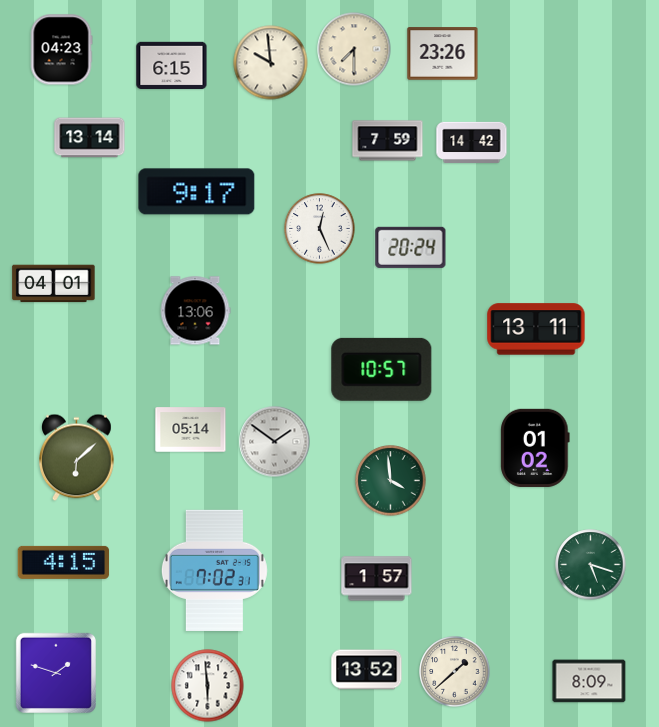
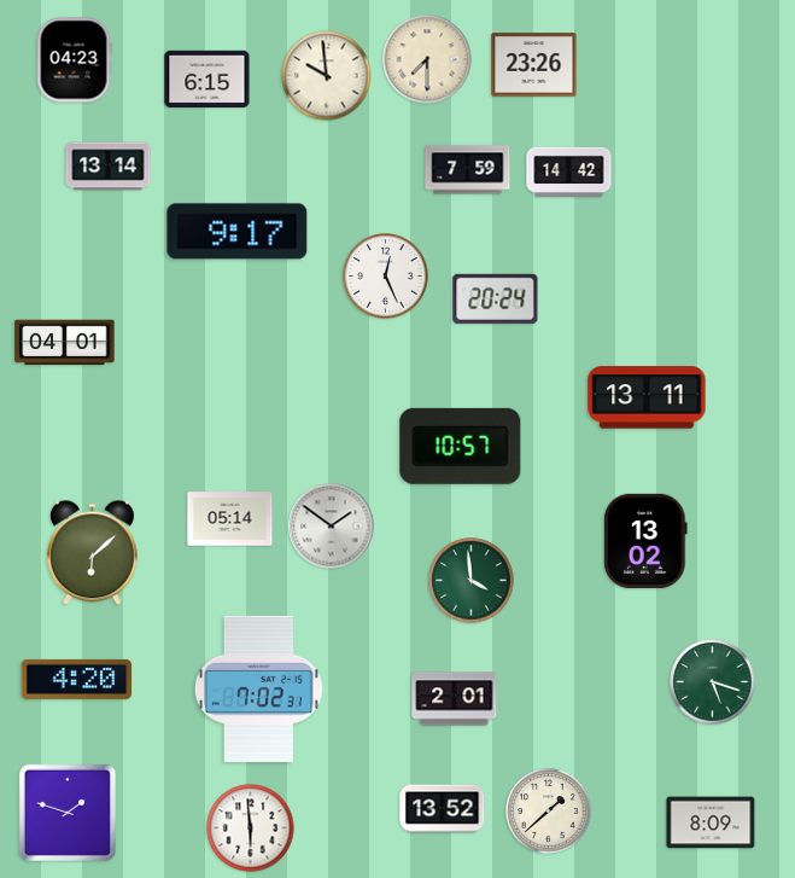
clock at (195, 311): 13:06 -> none
clock at (275, 442) position: (275, 442) -> (332, 527)
clock at (535, 448): 01:02 -> 13:02
clock at (64, 562): 4:15 -> 4:20
clock at (377, 579): 1:57 -> 2:01
